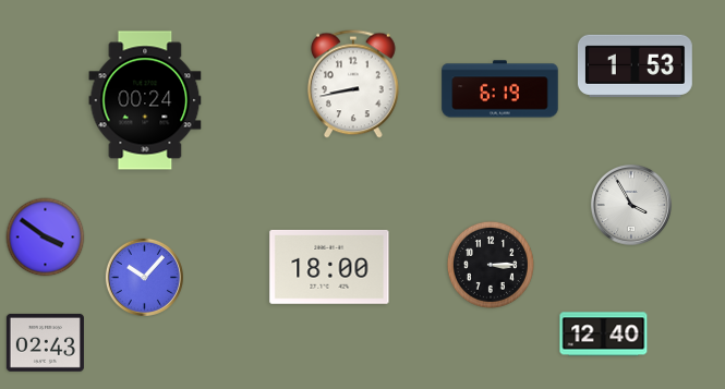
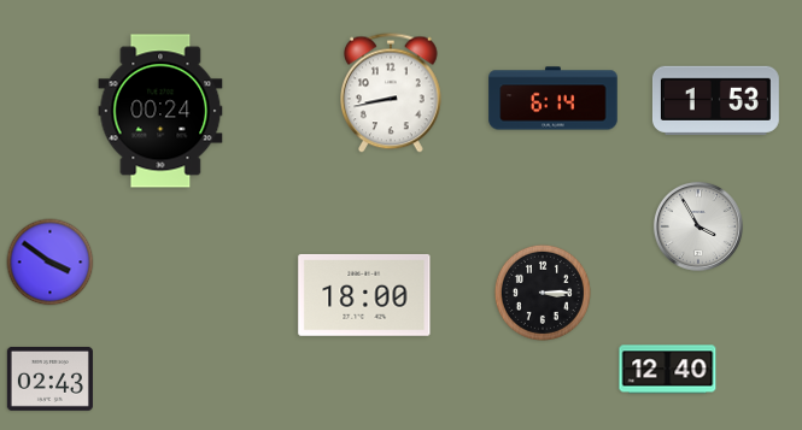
clock at (635, 65) position: (635, 65) -> (715, 100)
clock at (500, 89): 6:19 -> 6:14
clock at (144, 277): 10:07 -> none
